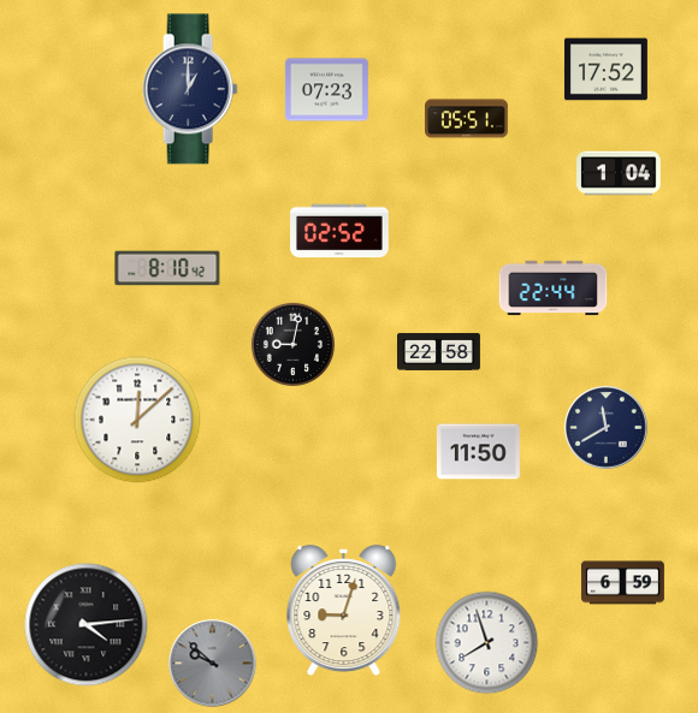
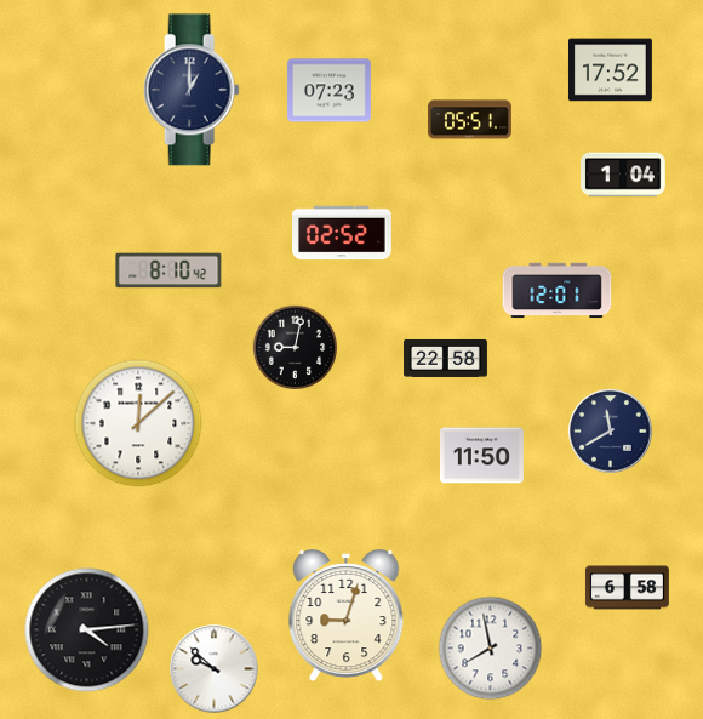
clock at (554, 289): 22:44 -> 12:01
clock at (439, 351) position: (439, 351) -> (446, 358)
clock at (622, 583): 6:59 -> 6:58
clock at (487, 643): 7:57 -> 7:58
clock at (213, 664) dial: grey -> white
